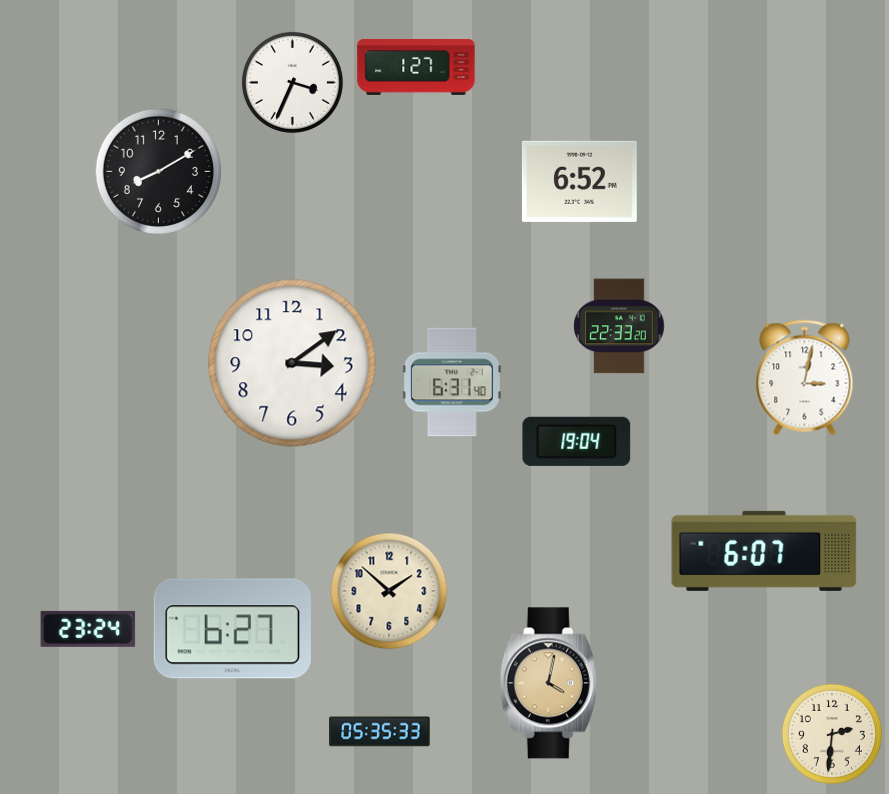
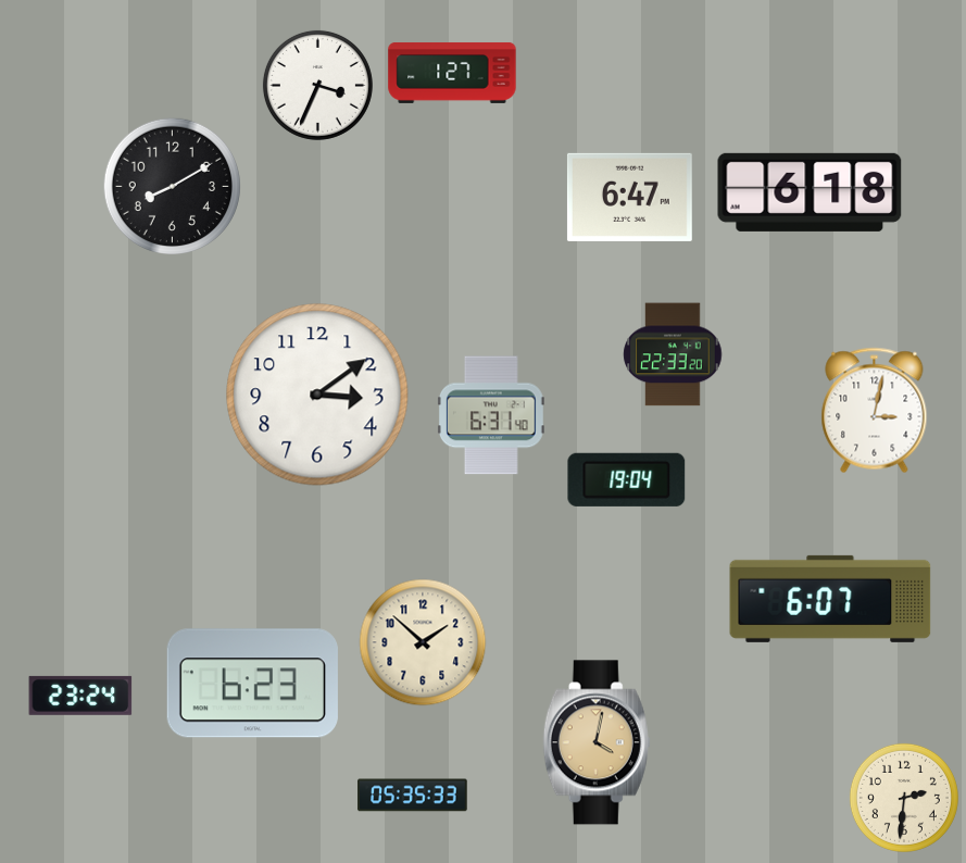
clock at (292, 82) position: (292, 82) -> (317, 85)
clock at (810, 192): none -> 6:18
clock at (579, 181): 6:52 -> 6:47
clock at (88, 629) position: (88, 629) -> (80, 696)
clock at (232, 629): 6:27 -> 6:23
